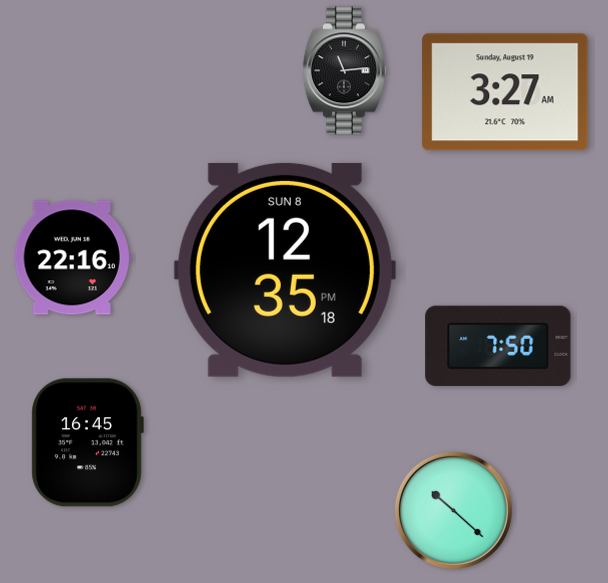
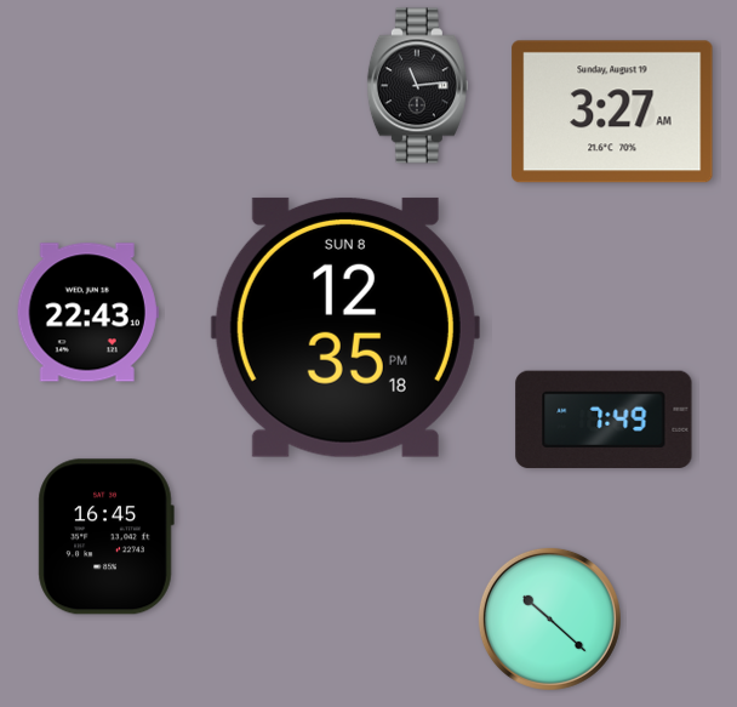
clock at (72, 258): 22:16 -> 22:43
clock at (498, 345): 7:50 -> 7:49
